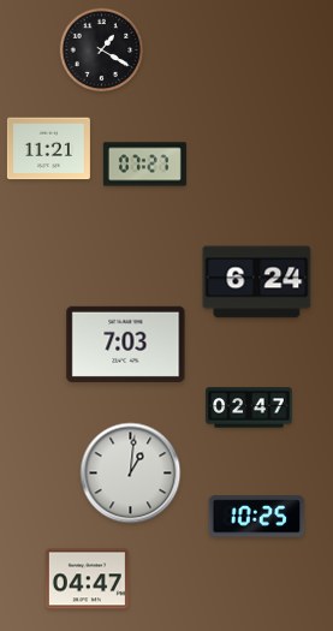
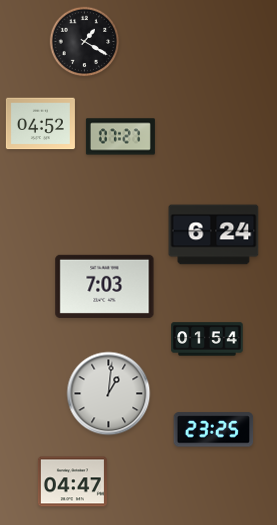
clock at (48, 149): 11:21 -> 04:52
clock at (249, 407): 02:47 -> 01:54
clock at (257, 517): 10:25 -> 23:25
